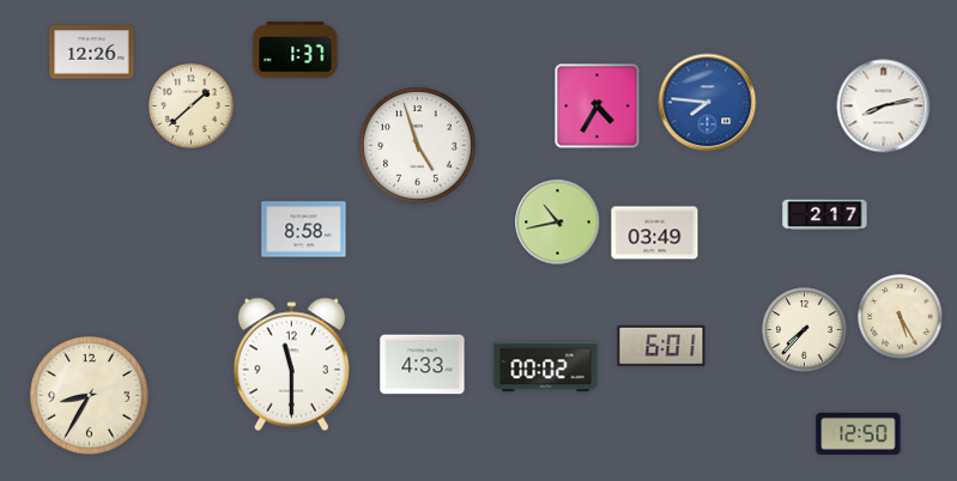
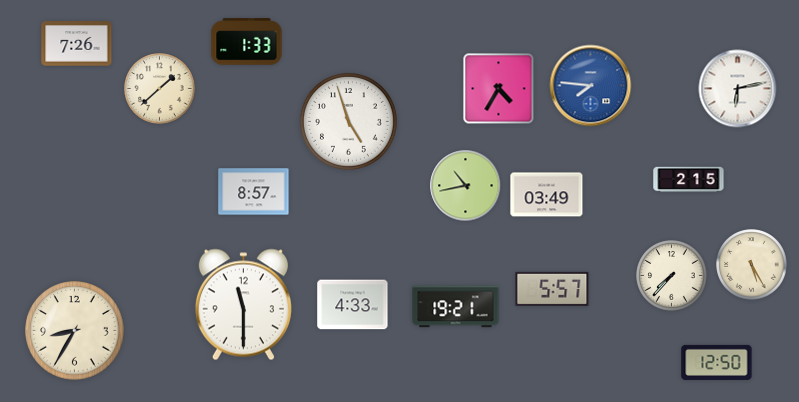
clock at (296, 50): 1:37 -> 1:33
clock at (92, 53): 12:26 -> 7:26
clock at (884, 106): 8:13 -> 6:13
clock at (825, 215): 2:17 -> 2:15
clock at (304, 230): 8:58 -> 8:57
clock at (661, 346): 6:01 -> 5:57
clock at (546, 367): 00:02 -> 19:21
